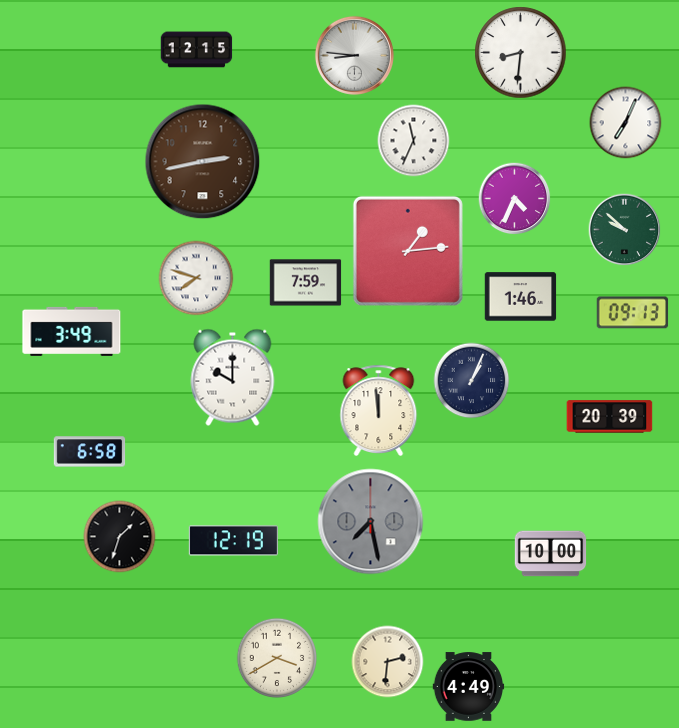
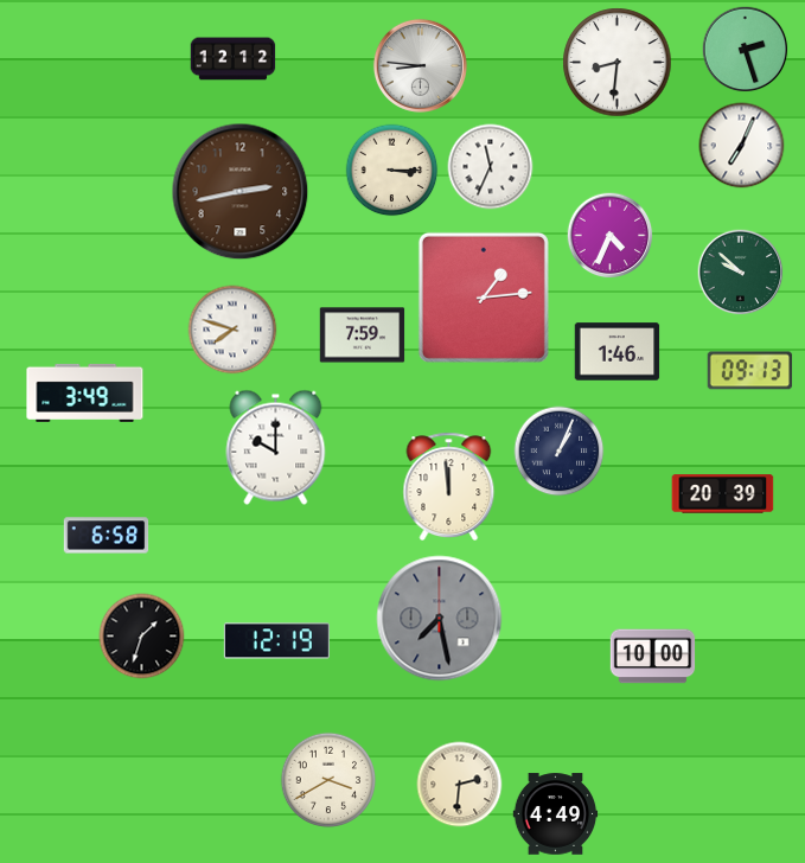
clock at (746, 50): none -> 2:27
clock at (197, 50): 12:15 -> 12:12
clock at (392, 171): none -> 3:15
